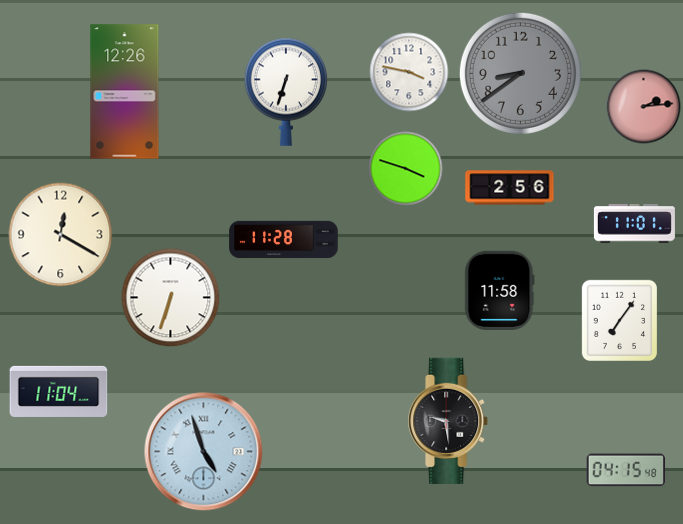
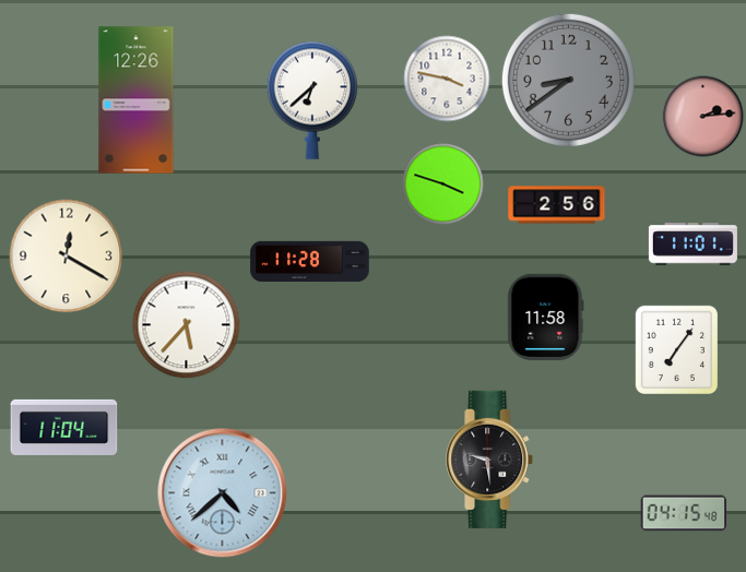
clock at (286, 92): 6:33 -> 6:38
clock at (171, 298): 6:33 -> 5:37
clock at (204, 452): 4:57 -> 4:38
